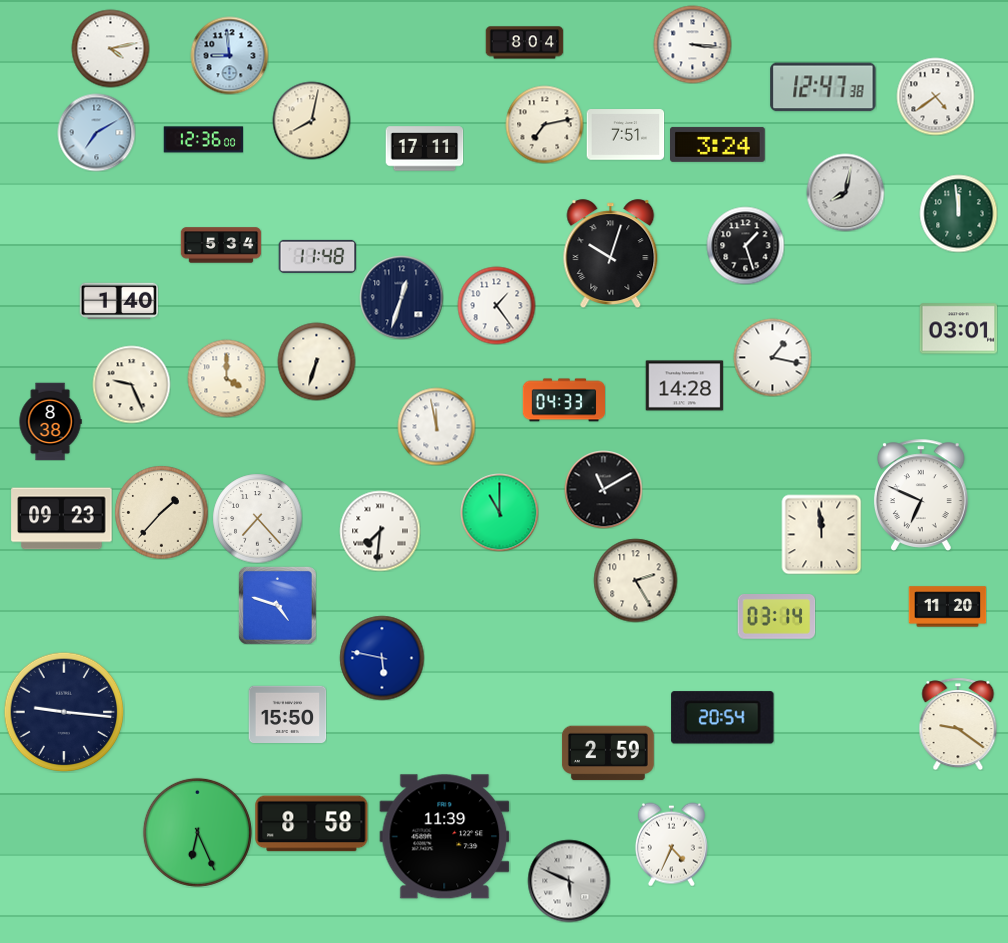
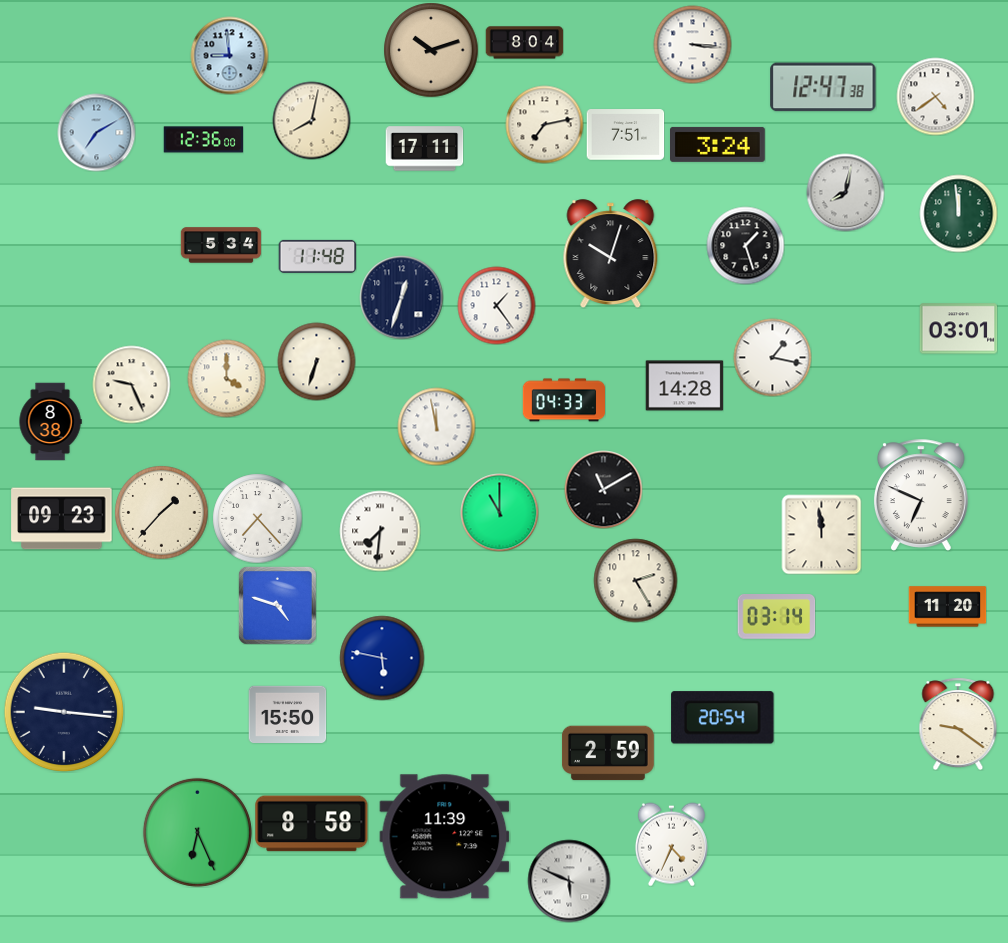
clock at (110, 48): 4:13 -> none
clock at (431, 50): none -> 10:12
clock at (119, 301): 1:40 -> none
